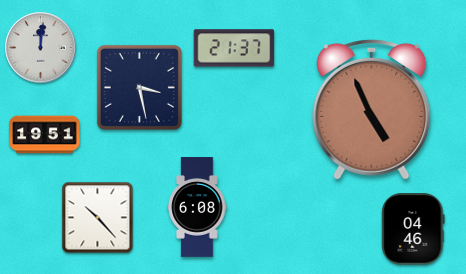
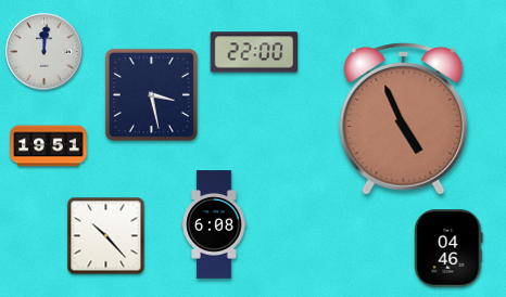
clock at (234, 48): 21:37 -> 22:00
